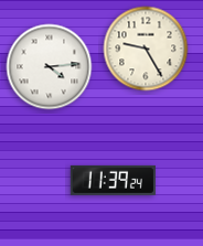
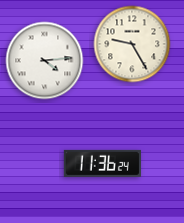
clock at (113, 180): 11:39 -> 11:36
